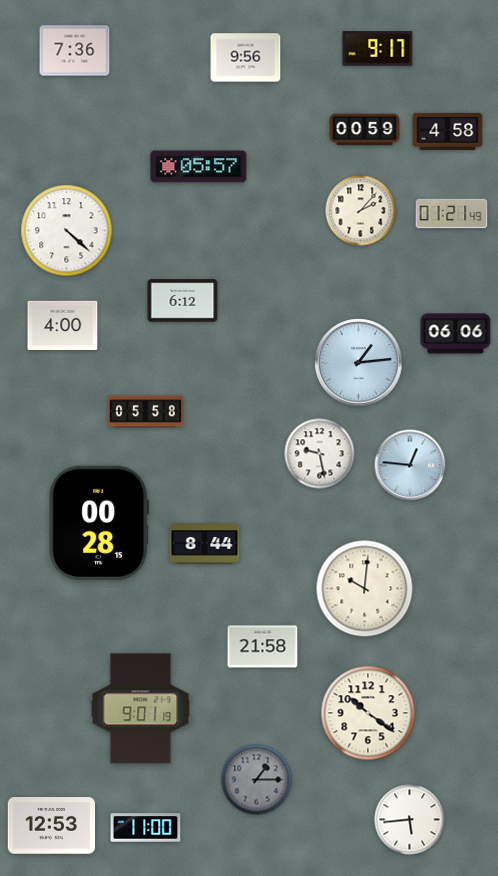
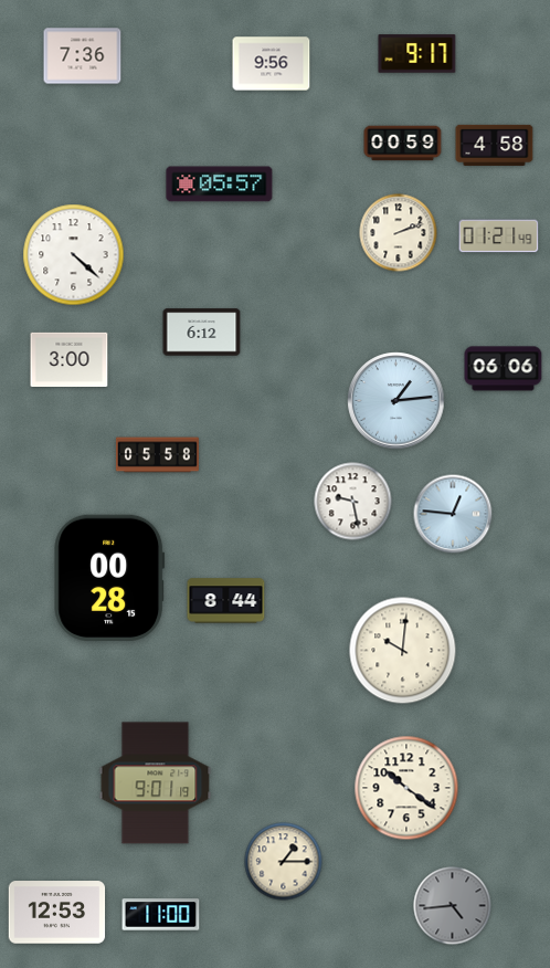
clock at (361, 211): 2:07 -> 2:12
clock at (63, 325): 4:00 -> 3:00
clock at (145, 412) position: (145, 412) -> (157, 455)
clock at (263, 647): 21:58 -> none
clock at (257, 780) dial: grey -> cream
clock at (410, 820): 5:44 -> 4:44
clock at (410, 820) dial: white -> grey
